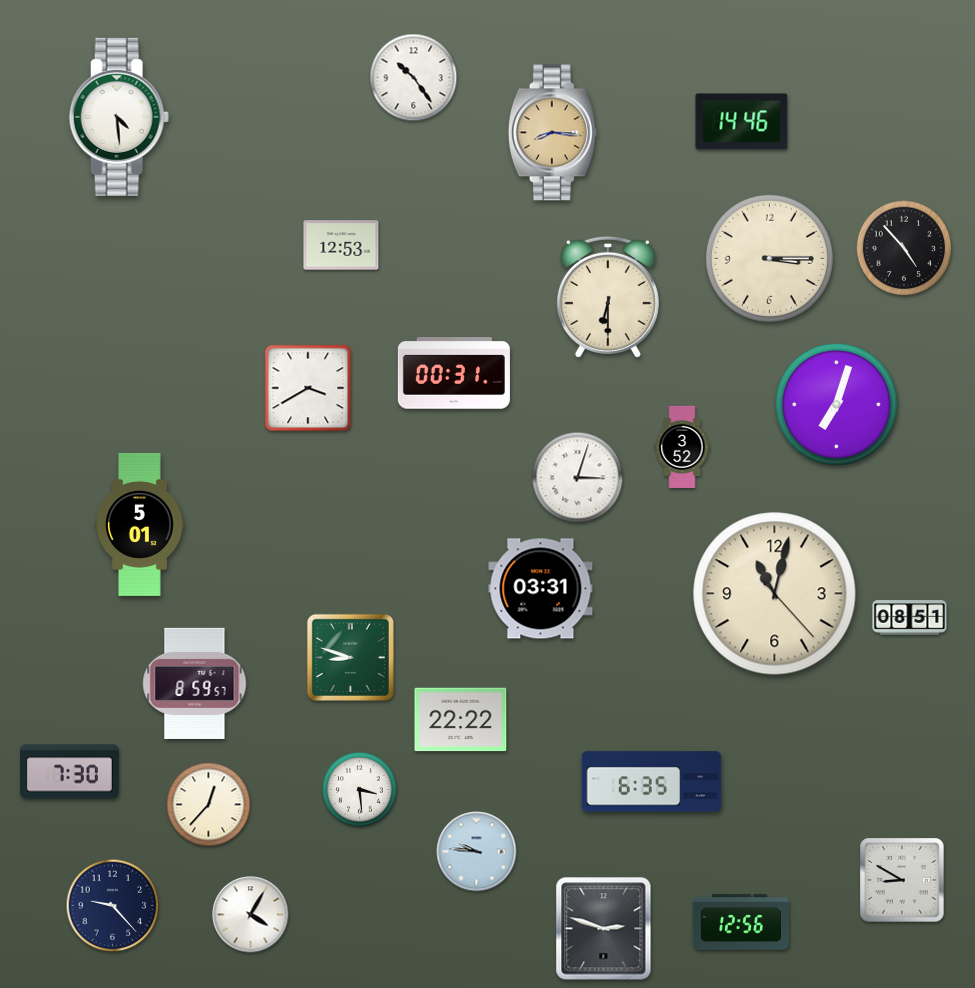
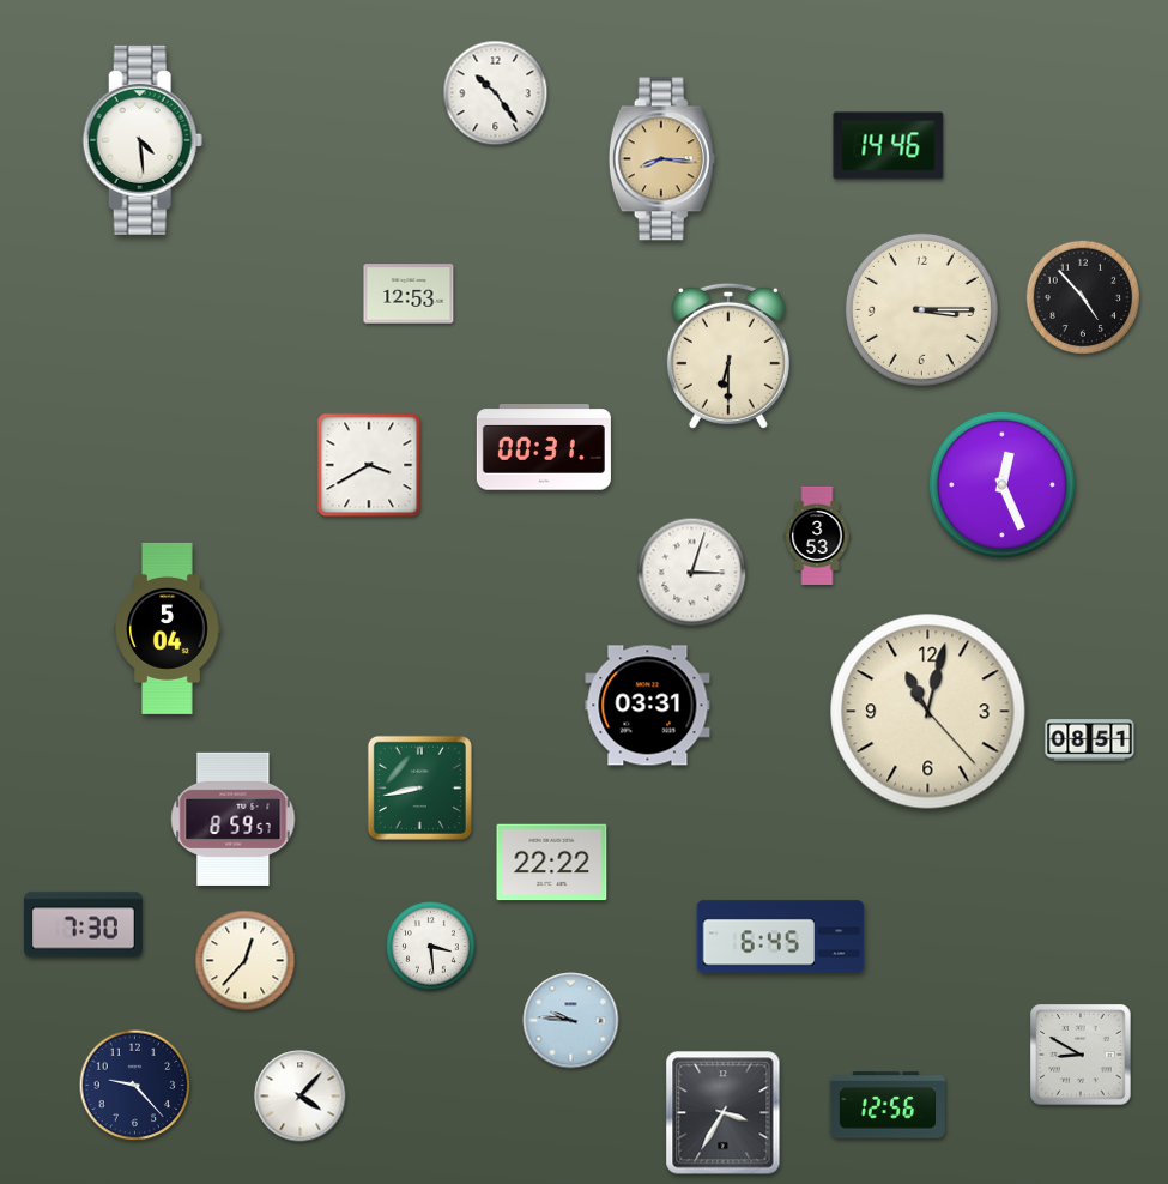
clock at (837, 405): 7:03 -> 12:26
clock at (682, 447): 3:52 -> 3:53
clock at (140, 524): 5:01 -> 5:04
clock at (350, 657): 8:48 -> 8:43
clock at (652, 782): 6:35 -> 6:45
clock at (209, 805) position: (209, 805) -> (246, 961)
clock at (251, 915): 4:05 -> 4:07
clock at (604, 929): 2:48 -> 3:35
